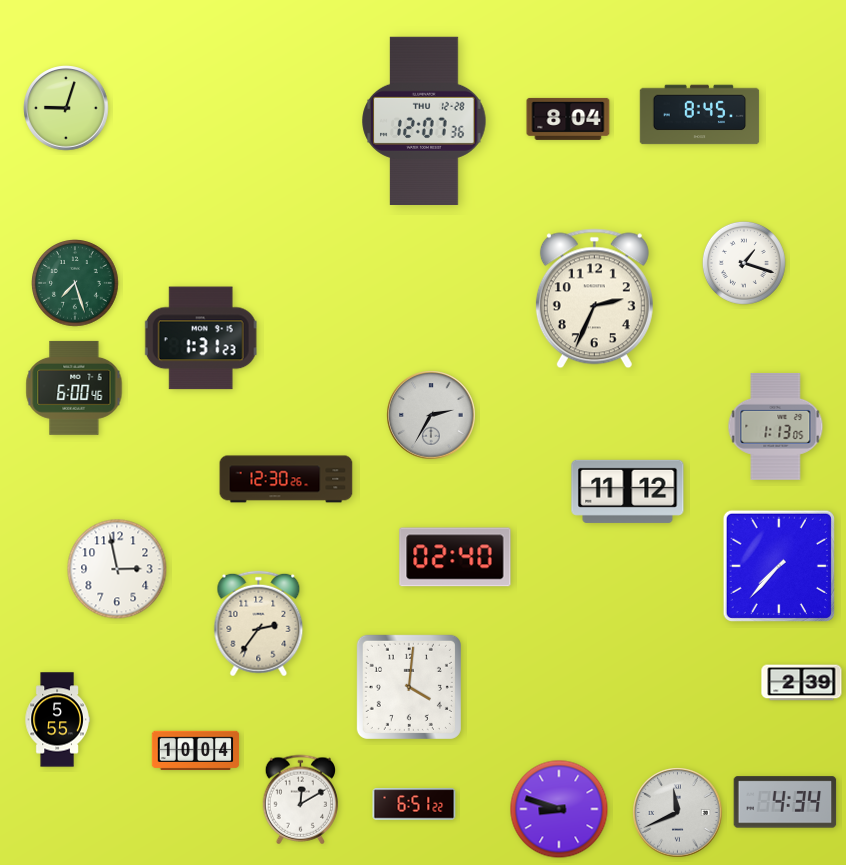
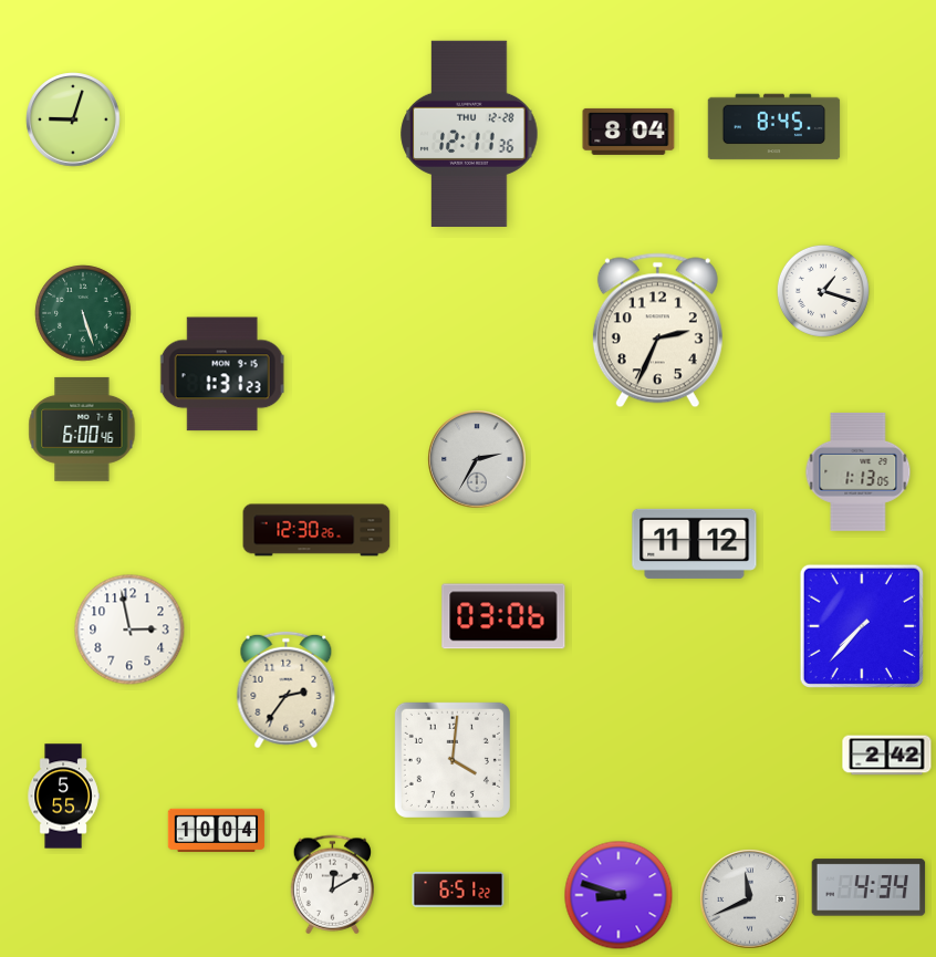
clock at (424, 120): 12:07 -> 12:11
clock at (75, 283): 7:27 -> 5:27
clock at (455, 557): 02:40 -> 03:06
clock at (802, 683): 2:39 -> 2:42
